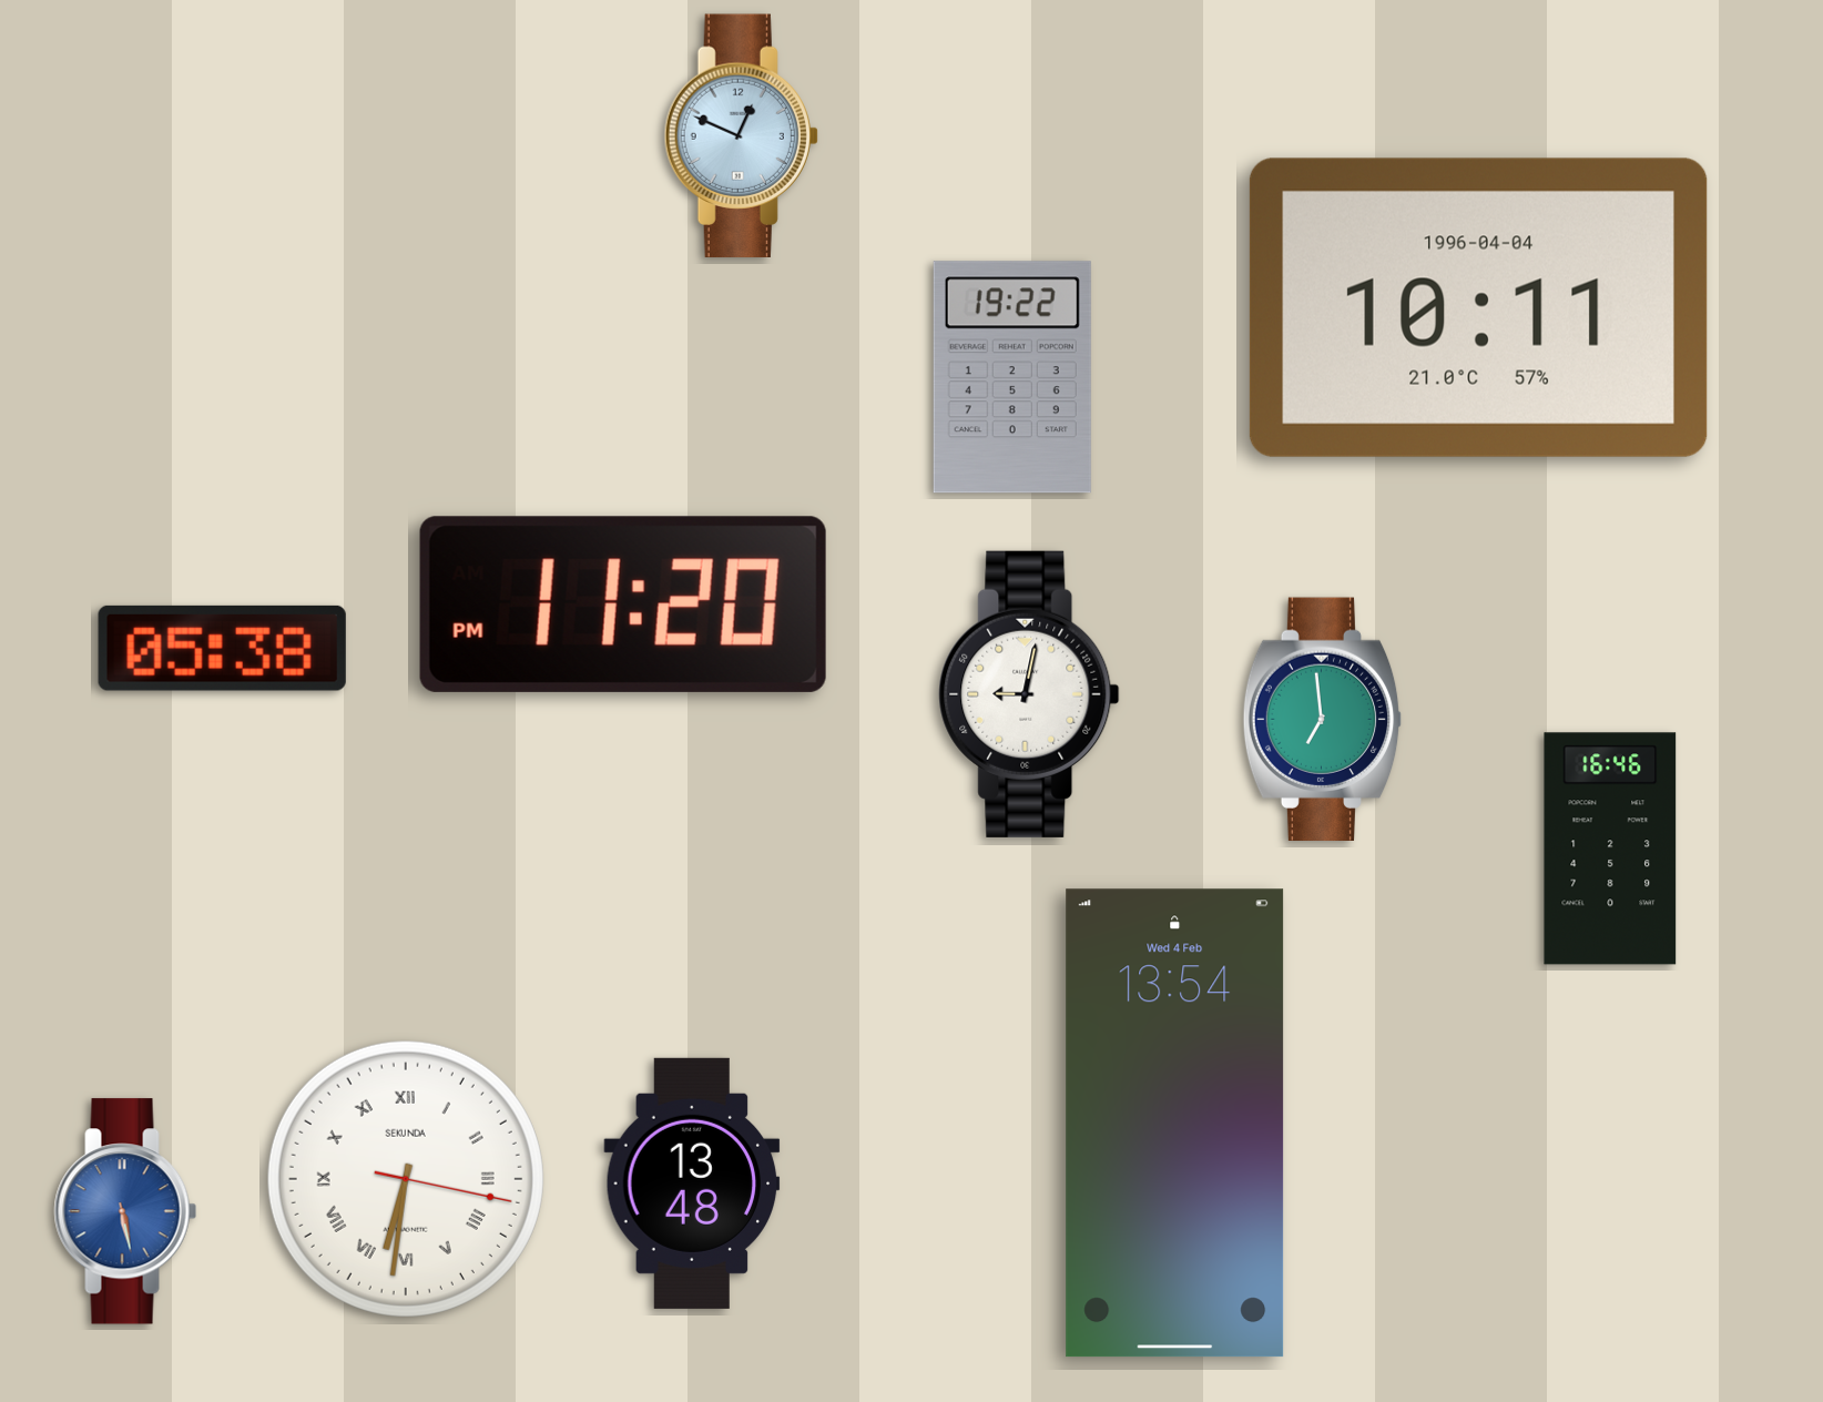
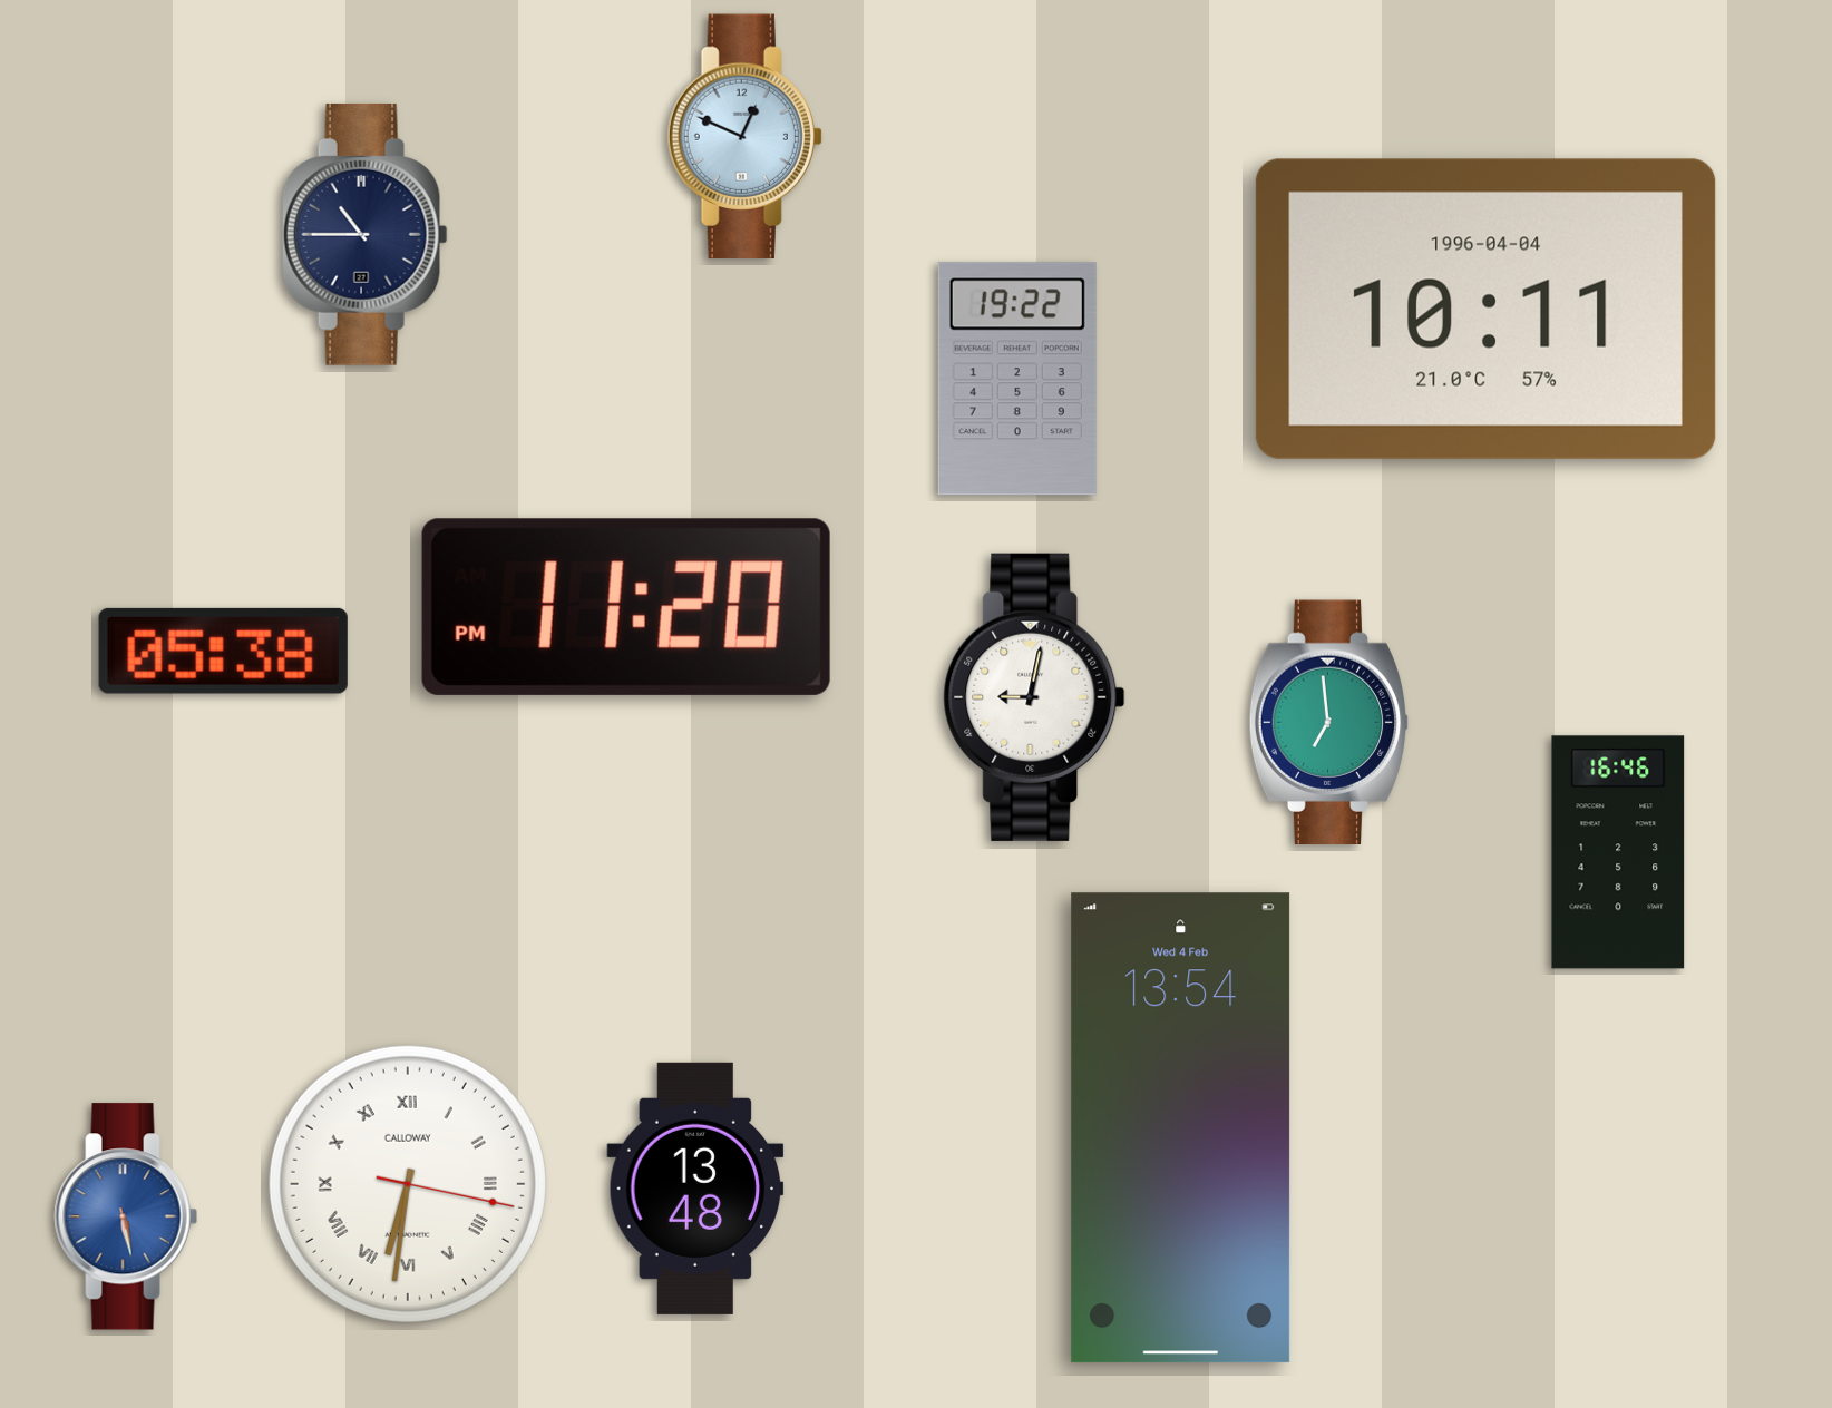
clock at (364, 235): none -> 10:45
clock at (406, 1179) brand: SEKUNDA -> CALLOWAY
